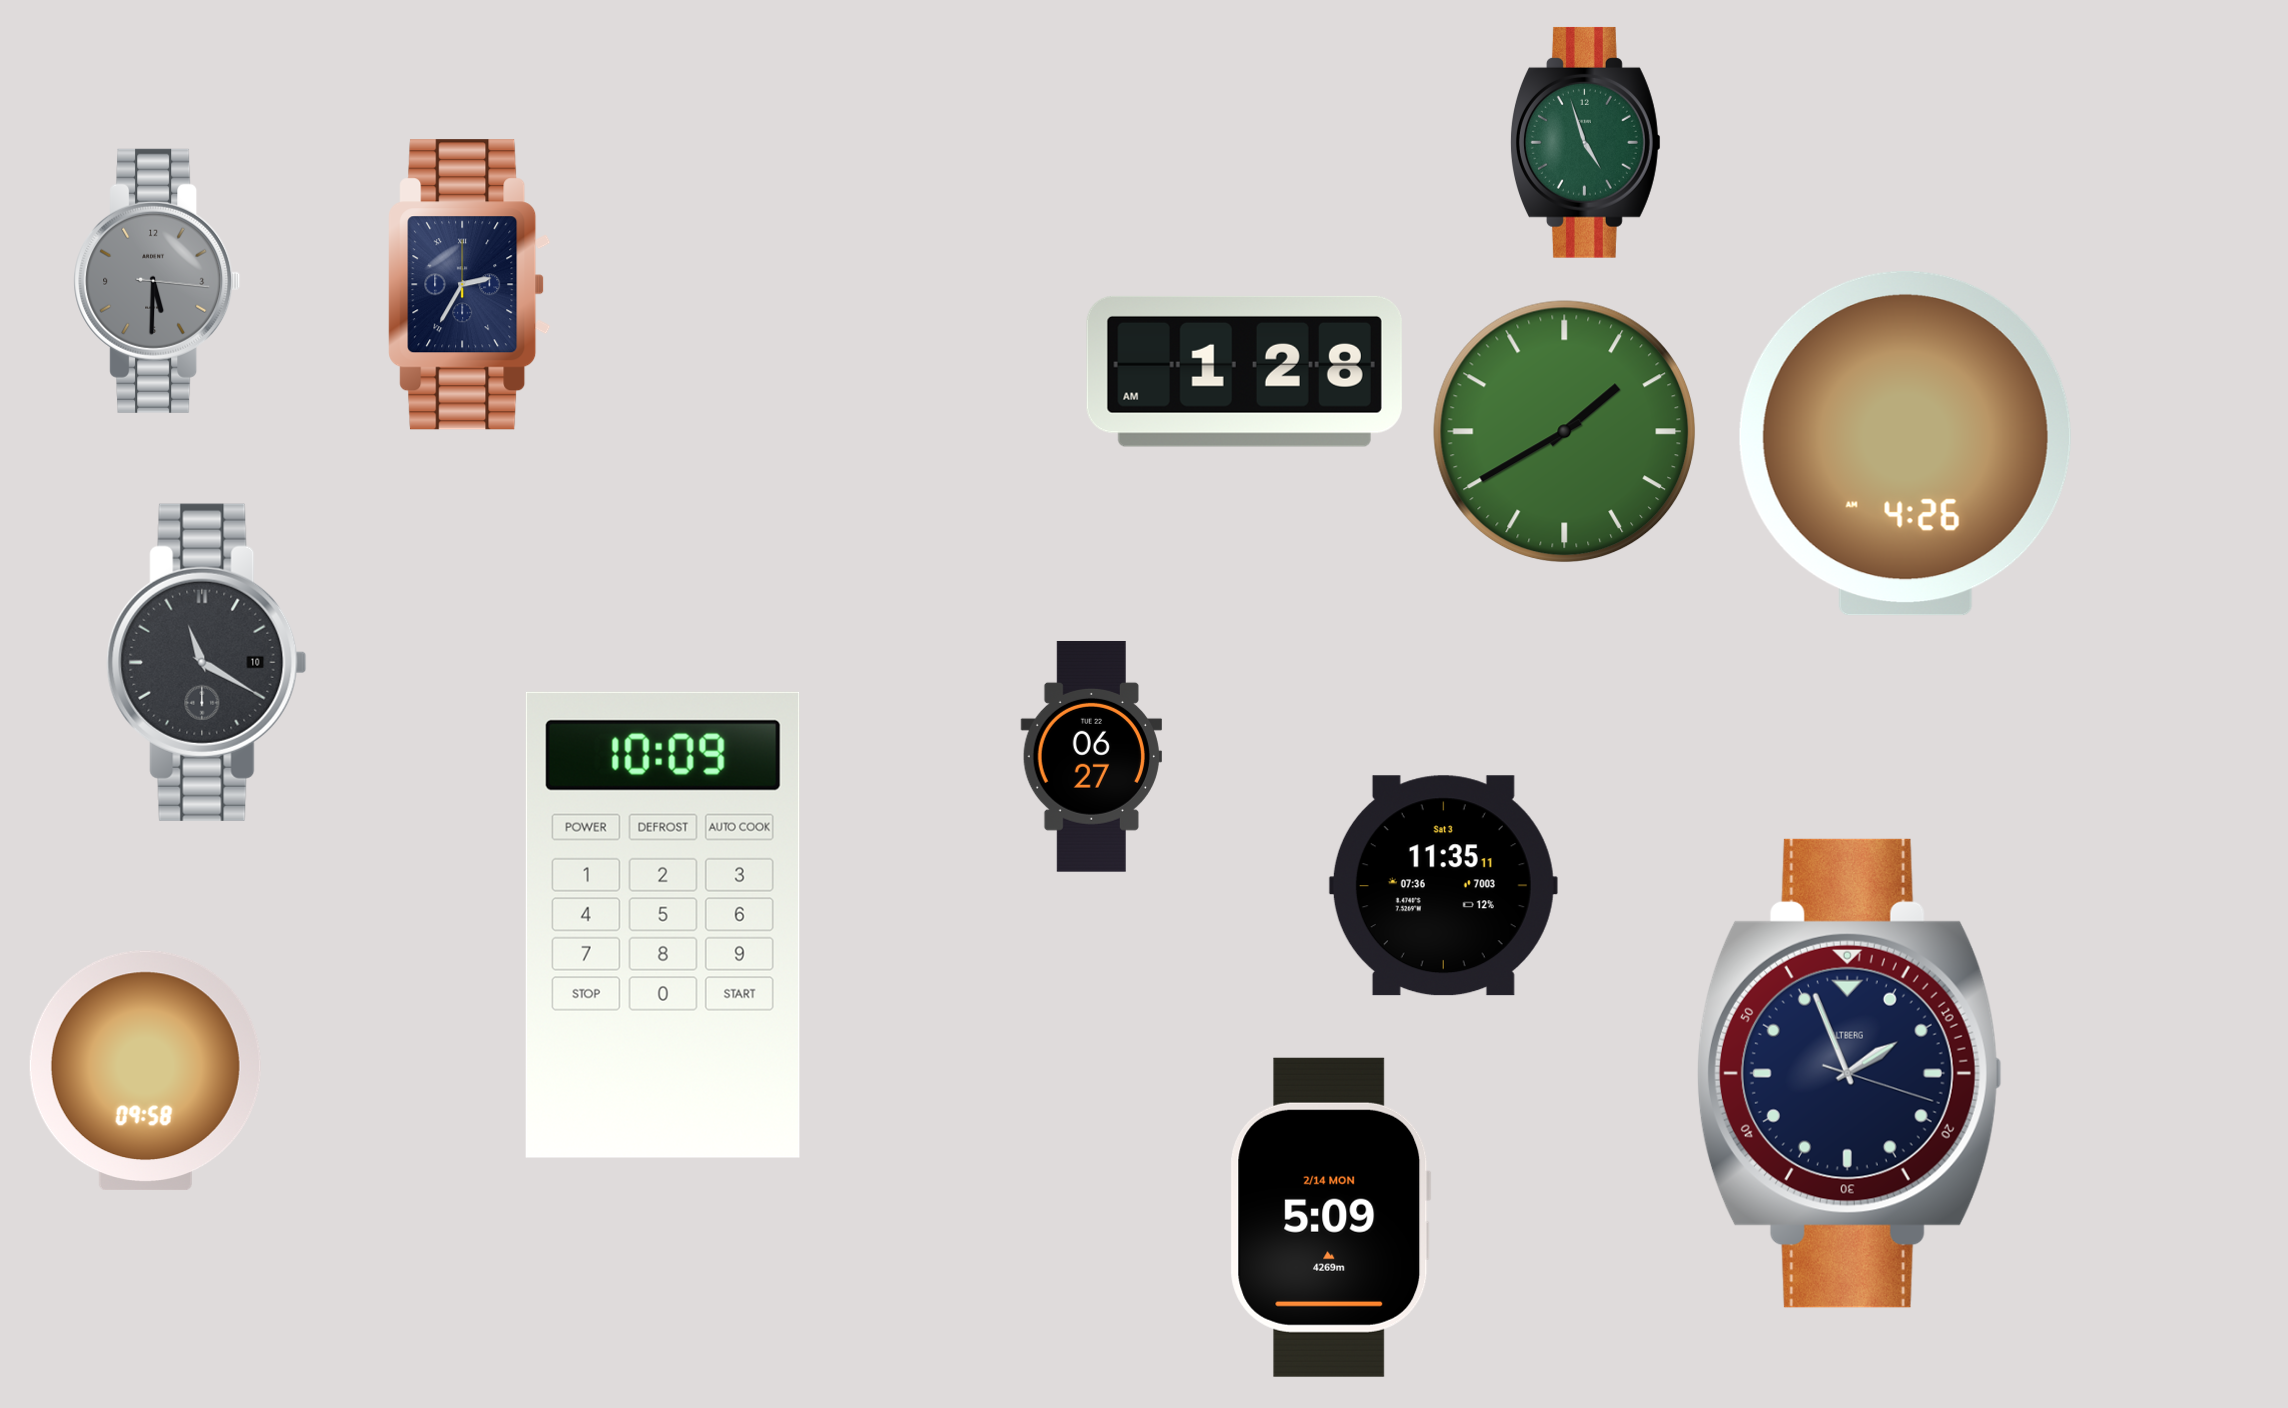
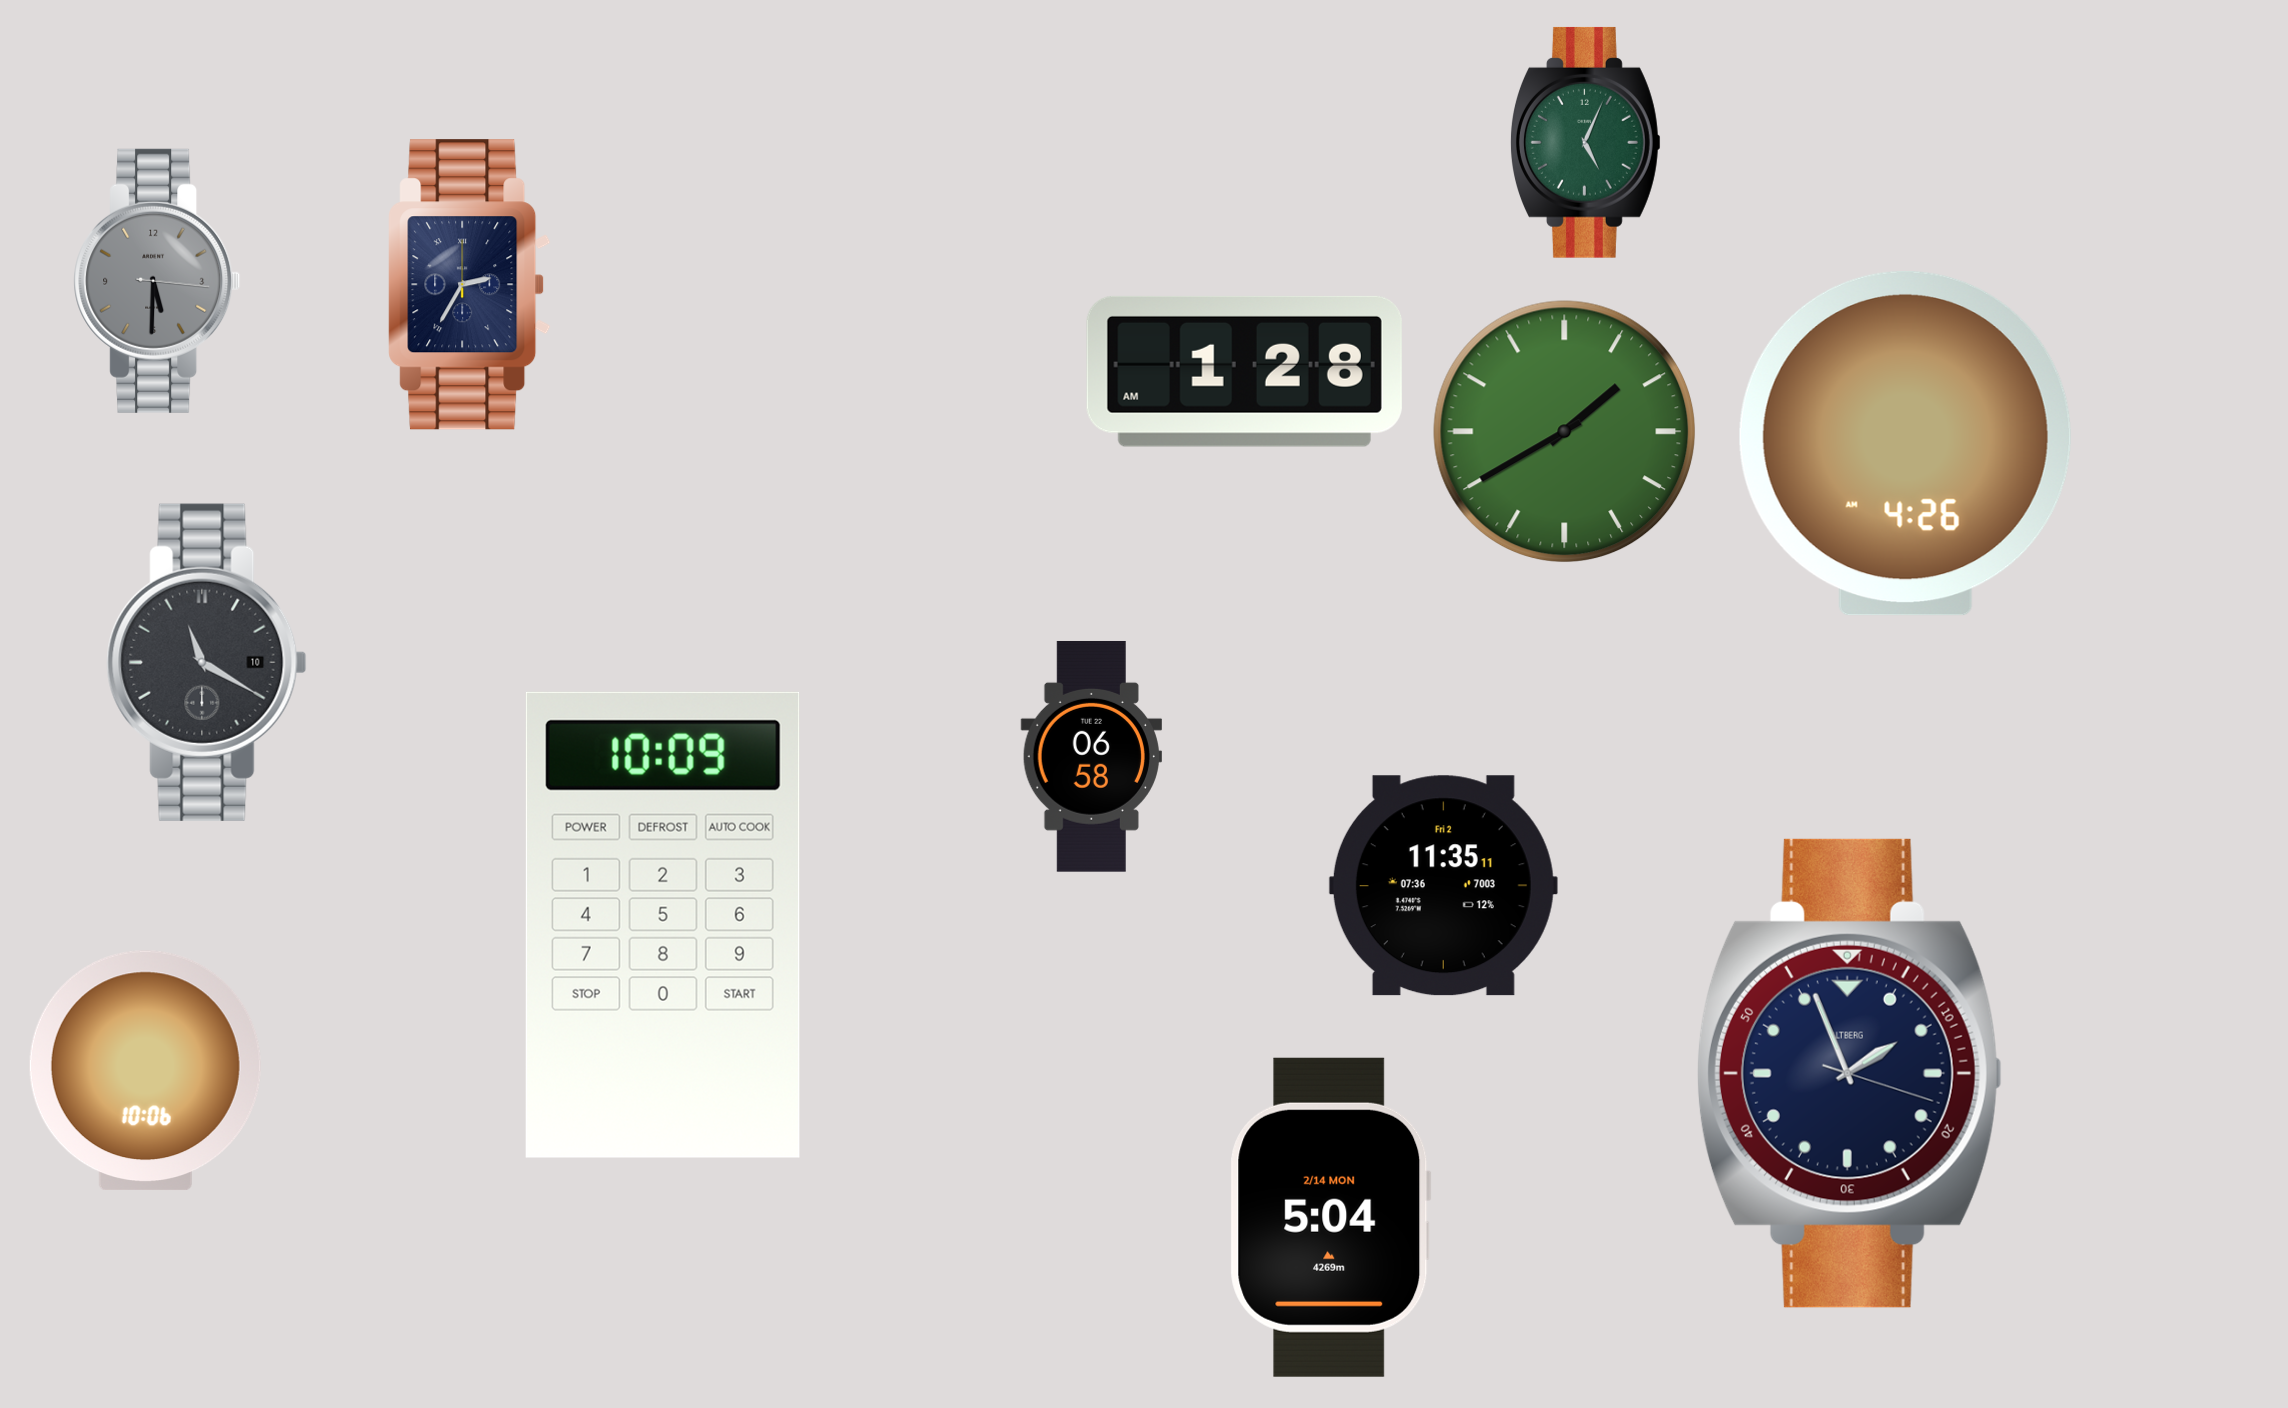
clock at (1585, 142): 4:57 -> 5:04
clock at (1091, 756): 06:27 -> 06:58
clock at (1443, 886) date: Sat 3 -> Fri 2
clock at (145, 1071): 09:58 -> 10:06
clock at (1331, 1217): 5:09 -> 5:04
